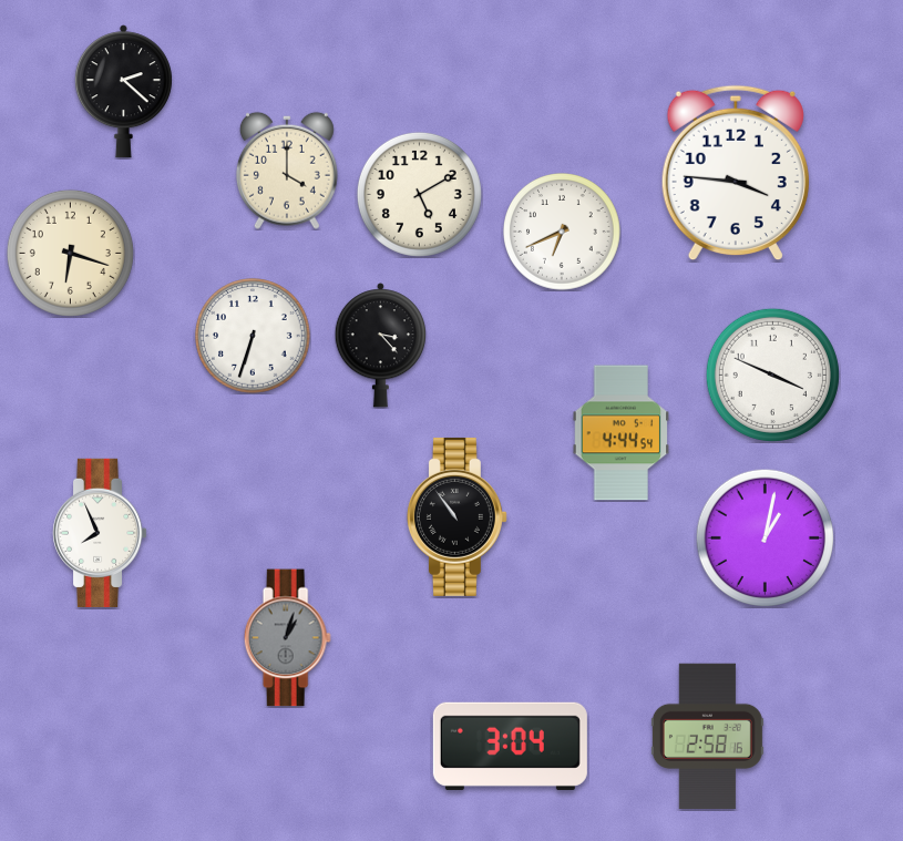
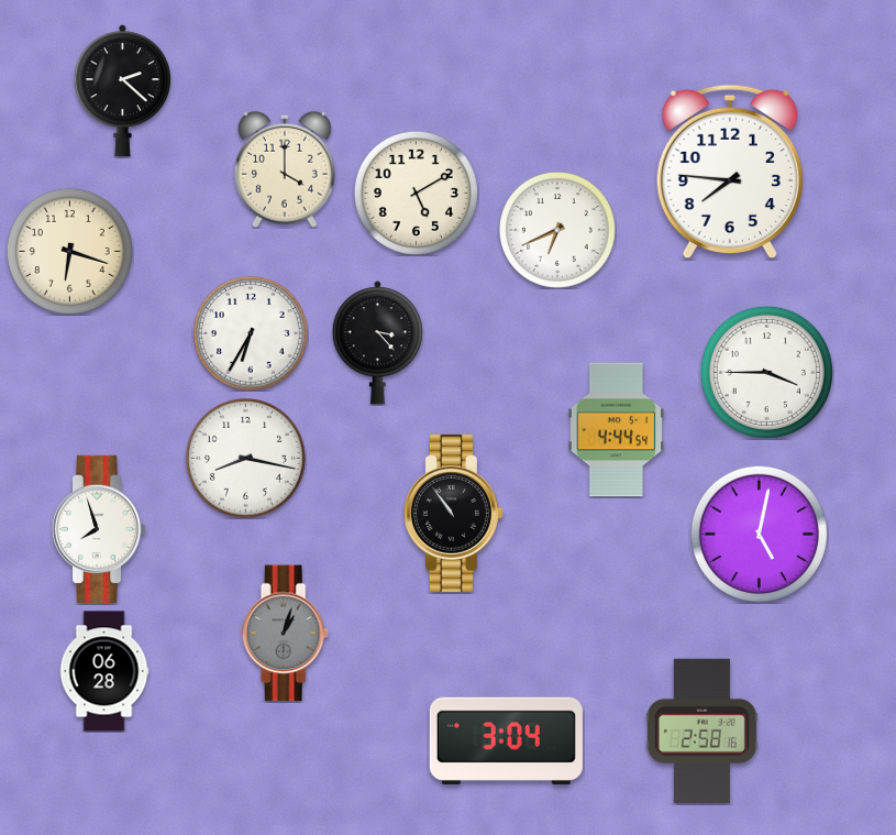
clock at (736, 173): 3:46 -> 7:46
clock at (253, 336): 6:33 -> 6:35
clock at (772, 375): 3:49 -> 3:45
clock at (245, 458): none -> 8:17
clock at (100, 533): 7:56 -> 7:57
clock at (765, 537): 1:02 -> 5:02
clock at (104, 671): none -> 06:28
